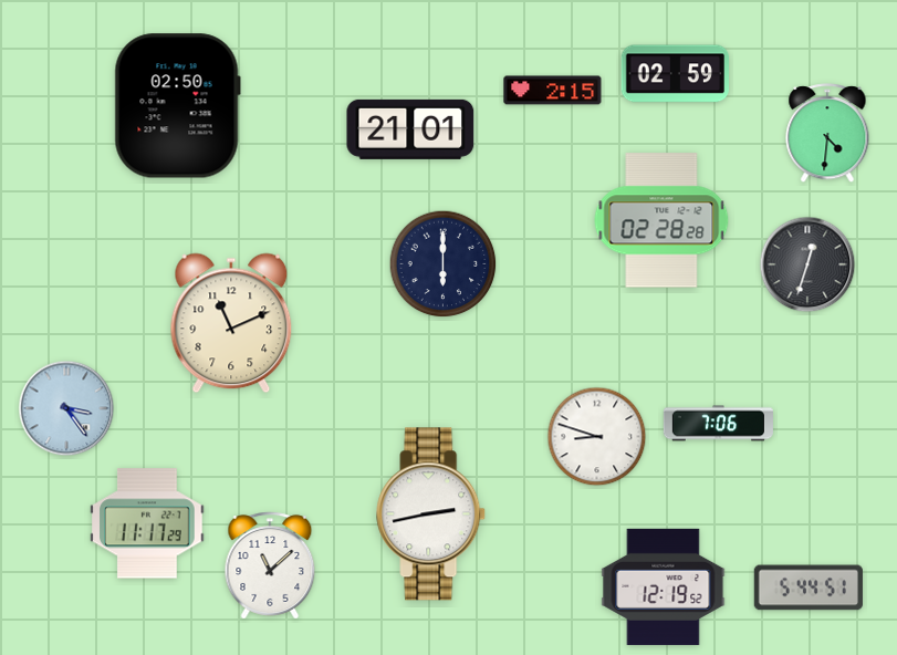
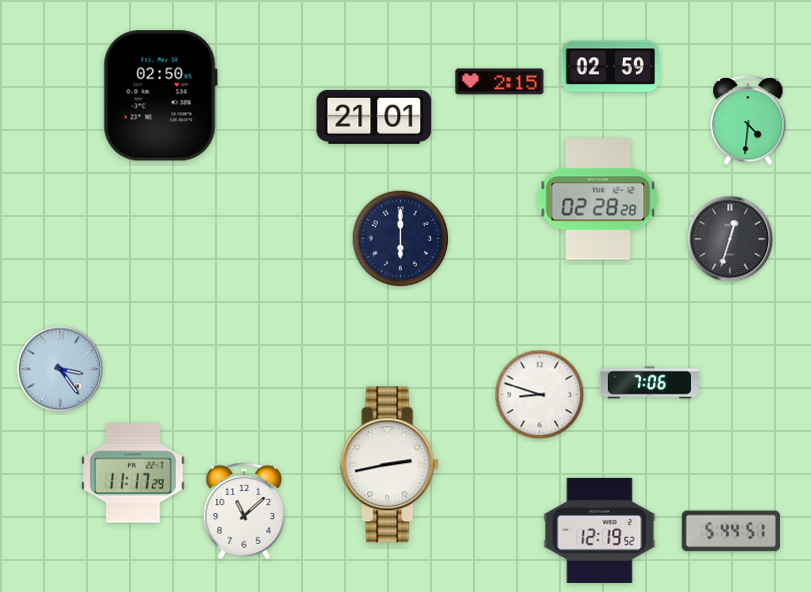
clock at (410, 129) position: (410, 129) -> (374, 117)
clock at (231, 323): 11:11 -> none
